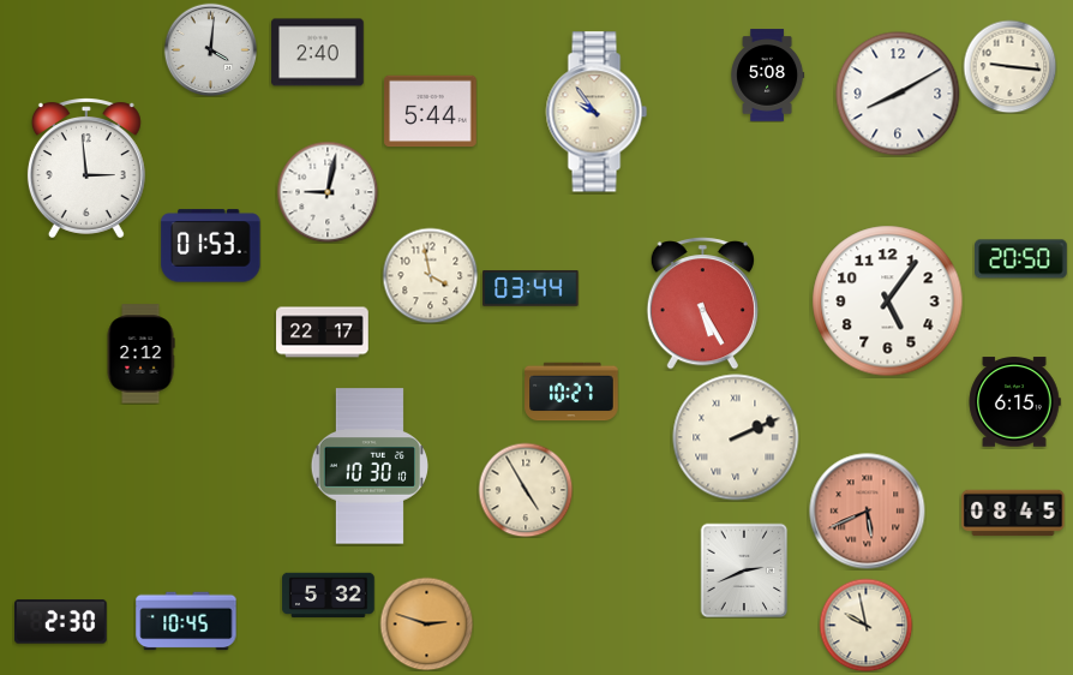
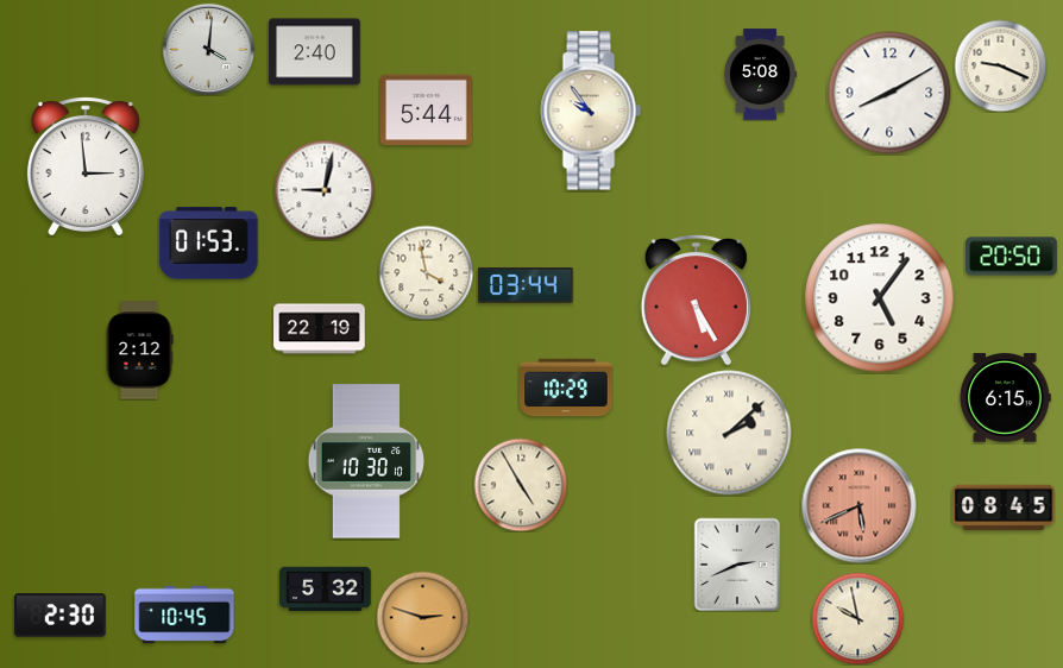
clock at (1009, 66): 9:16 -> 9:19
clock at (323, 333): 22:17 -> 22:19
clock at (571, 392): 10:27 -> 10:29
clock at (736, 437): 2:11 -> 2:08
